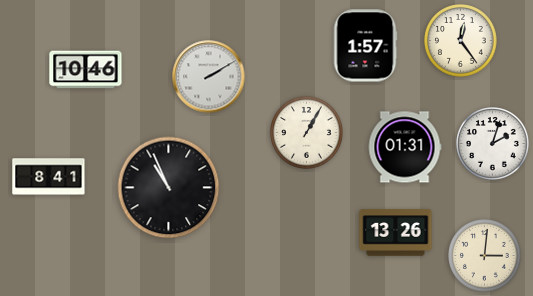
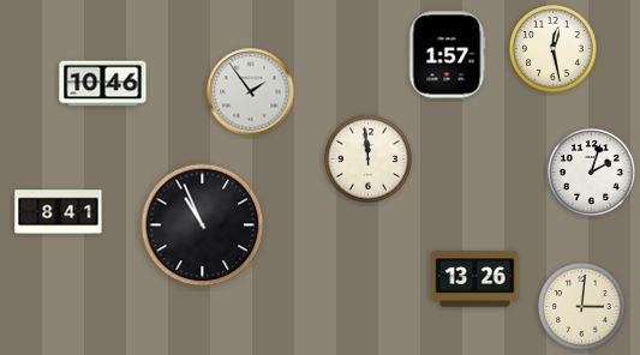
clock at (461, 41): 12:24 -> 12:28
clock at (365, 46) position: (365, 46) -> (447, 55)
clock at (209, 77): 2:10 -> 1:54
clock at (307, 133): 1:05 -> 11:59
clock at (405, 147): 01:31 -> none
